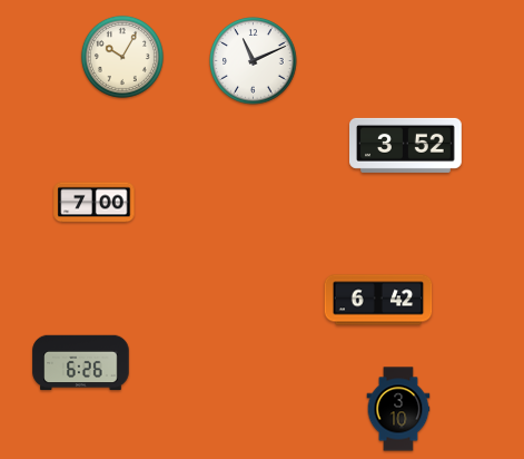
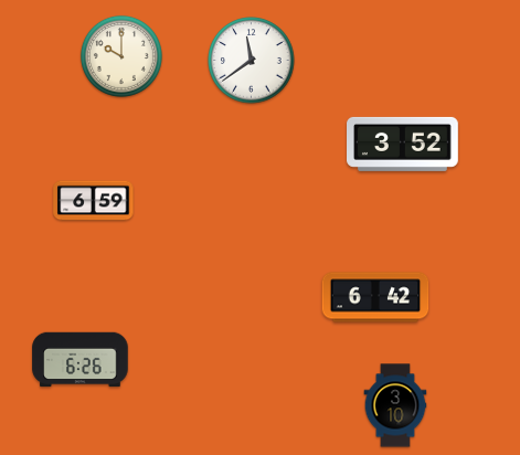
clock at (122, 57): 10:05 -> 10:00
clock at (254, 61): 11:11 -> 11:39
clock at (95, 203): 7:00 -> 6:59
